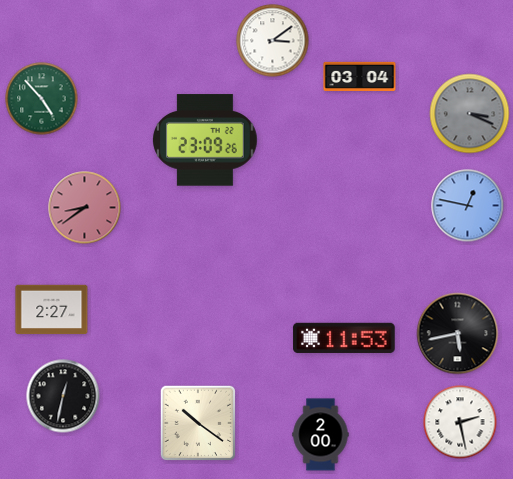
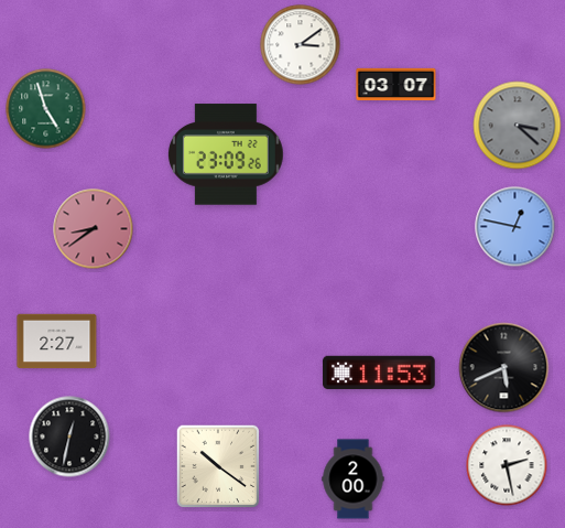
clock at (360, 76): 03:04 -> 03:07
clock at (42, 99): 4:53 -> 4:57
clock at (470, 114): 3:19 -> 3:22
clock at (458, 334): 5:43 -> 5:41
